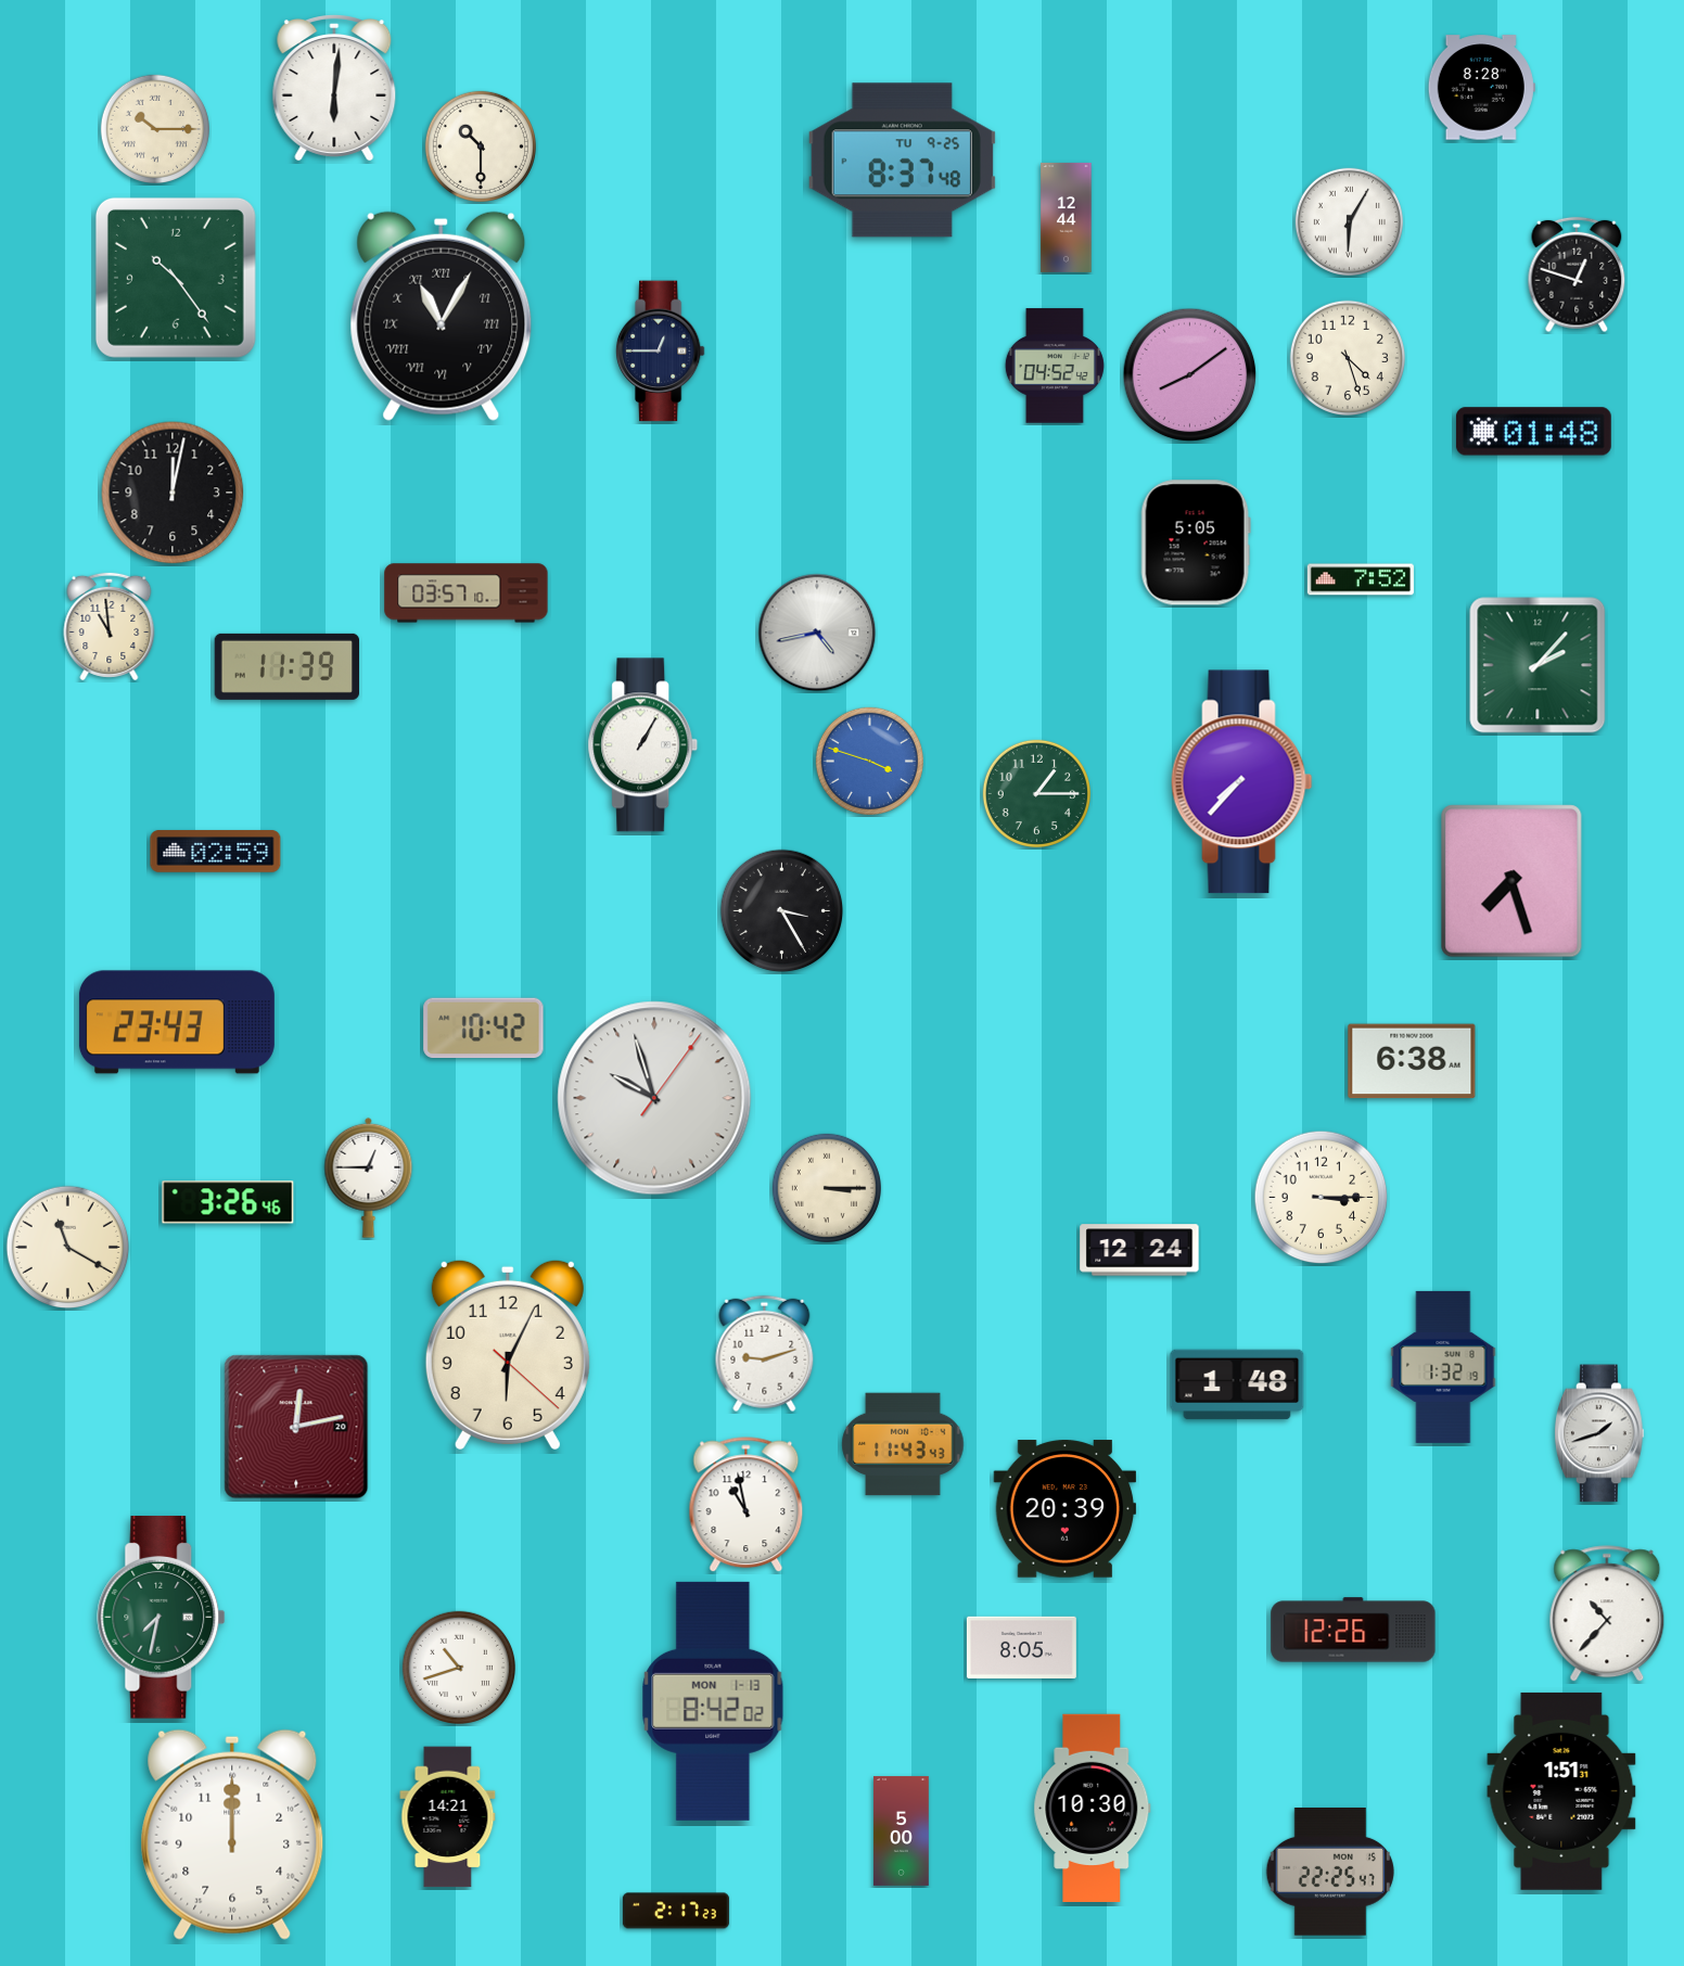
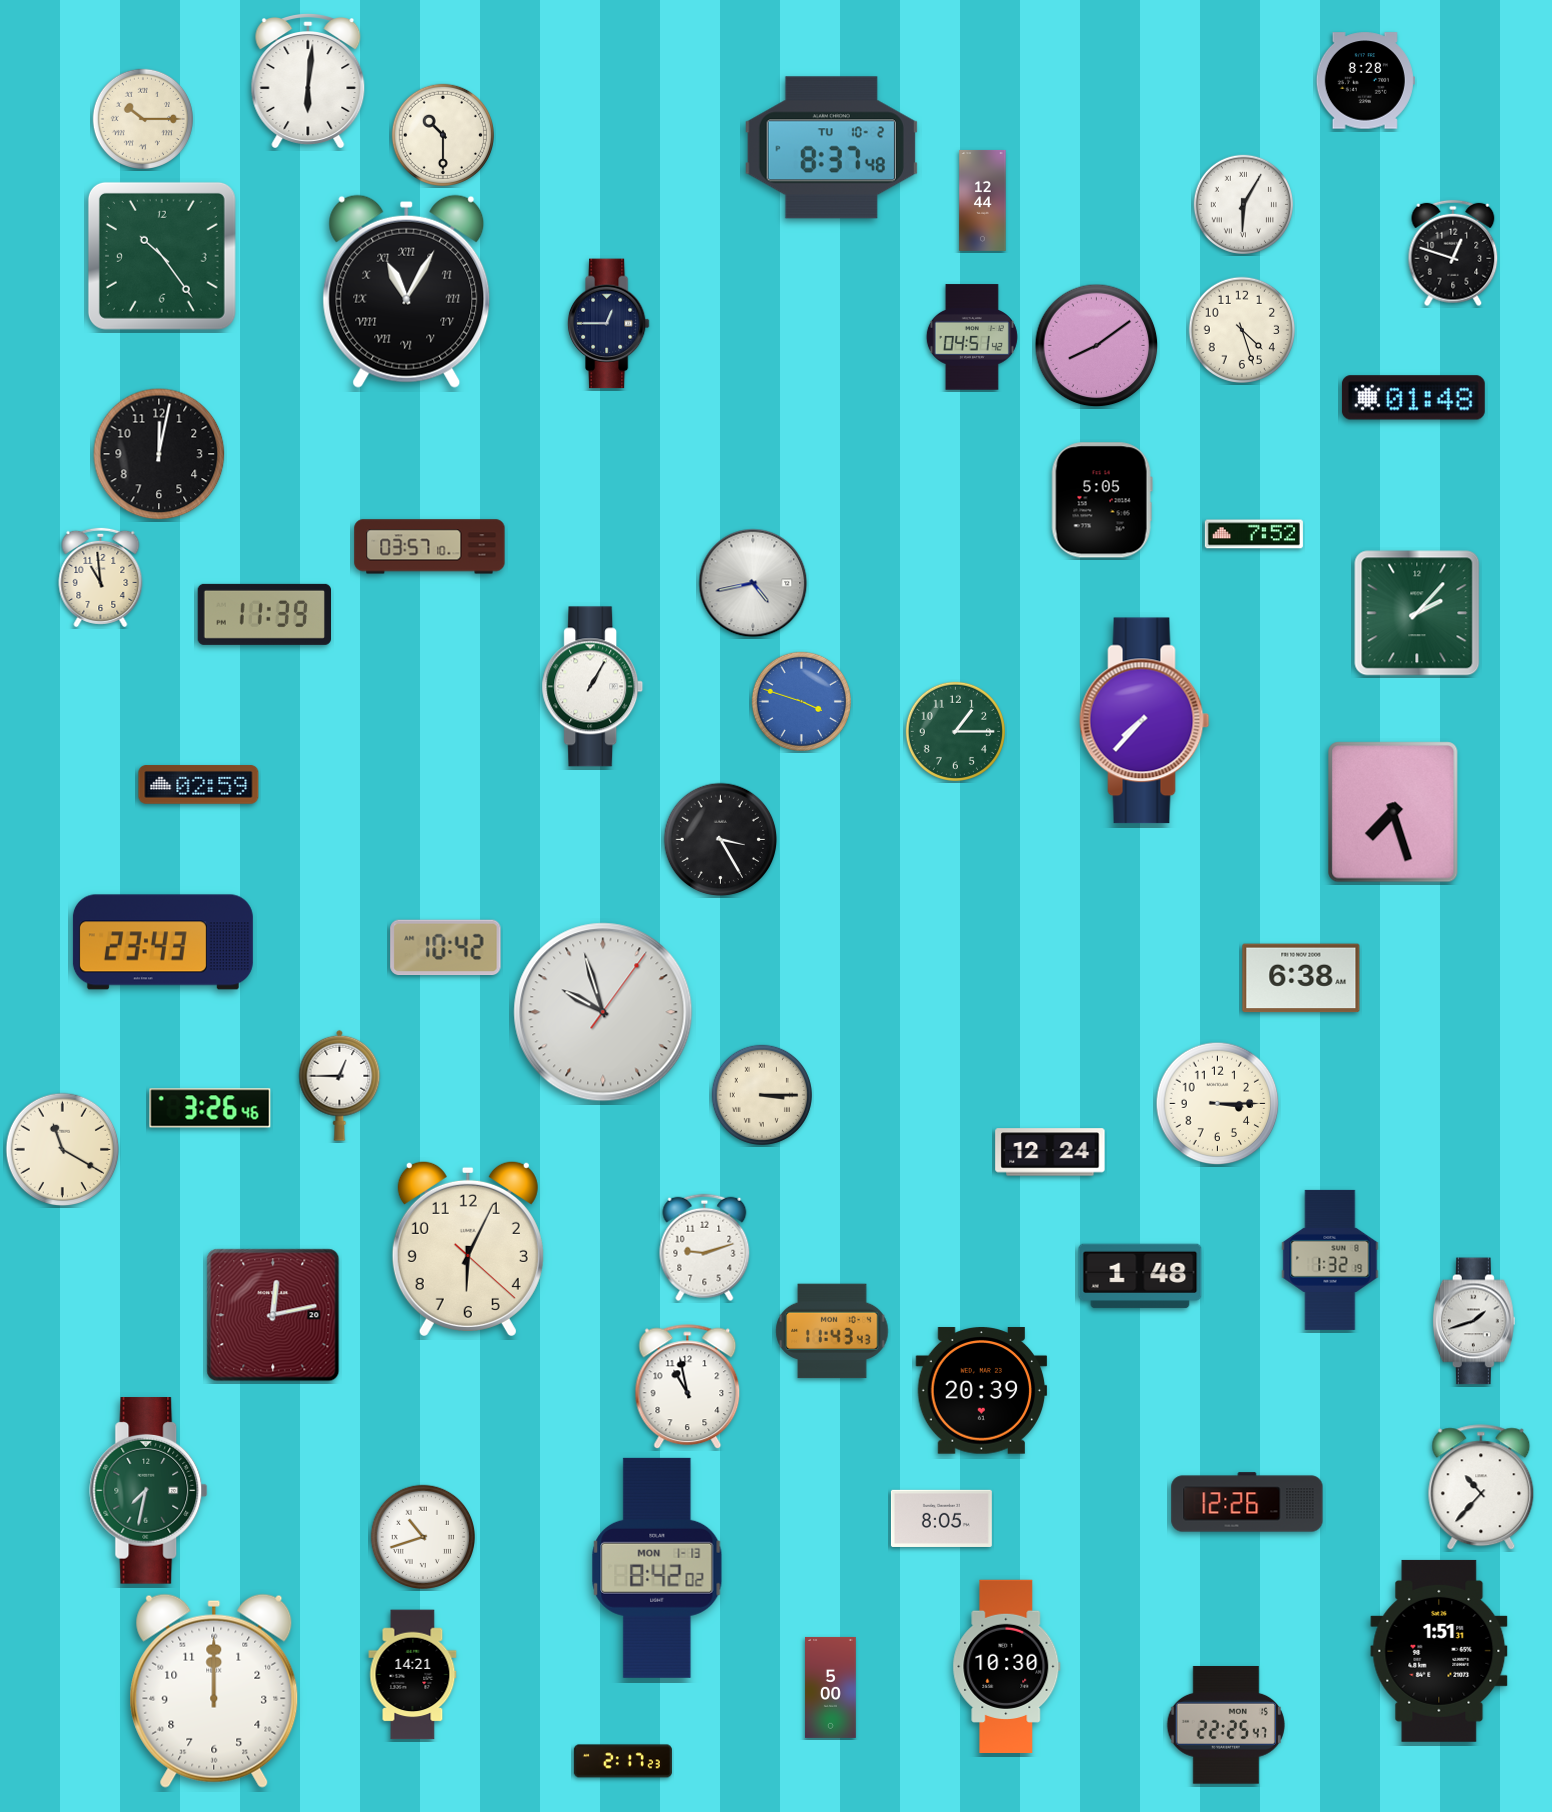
clock at (902, 161) date: TU 9-25 -> TU 10-2
clock at (1055, 366): 04:52 -> 04:51
